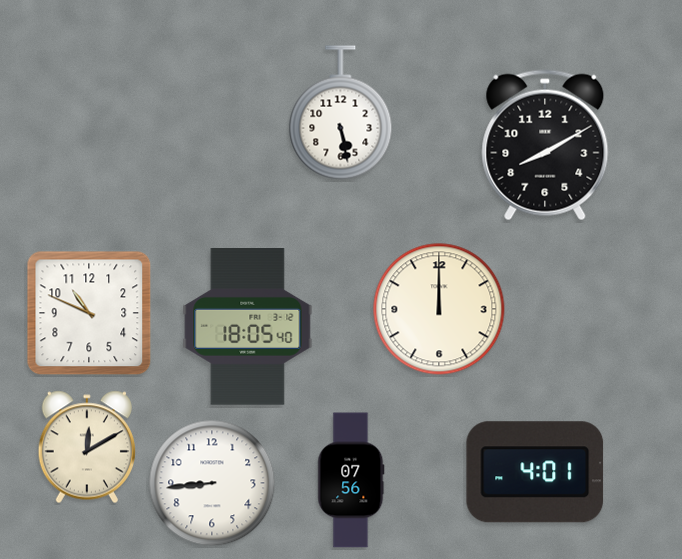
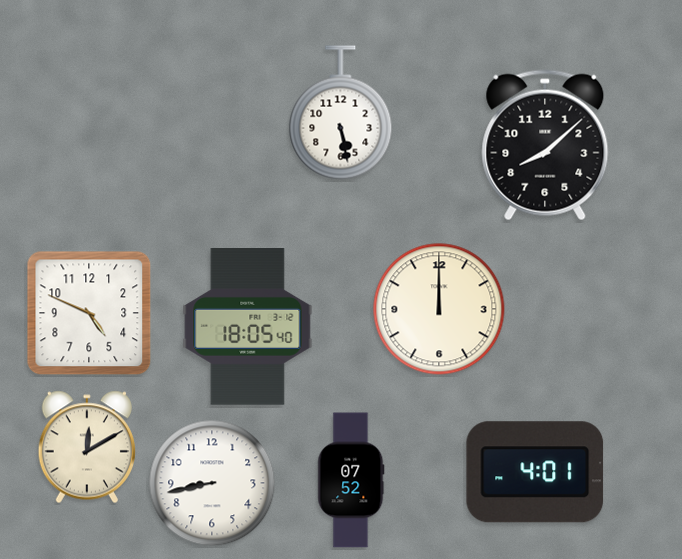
clock at (545, 145): 8:10 -> 8:08
clock at (89, 313): 10:49 -> 4:49
clock at (351, 480): 07:56 -> 07:52
clock at (212, 483): 8:44 -> 8:43
